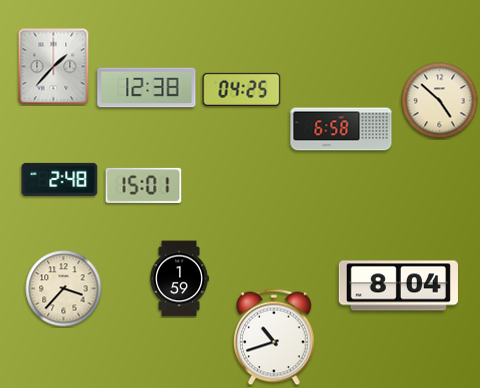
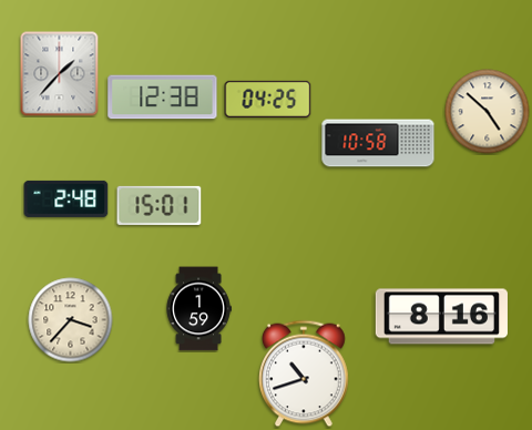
clock at (341, 129): 6:58 -> 10:58
clock at (398, 286): 8:04 -> 8:16
